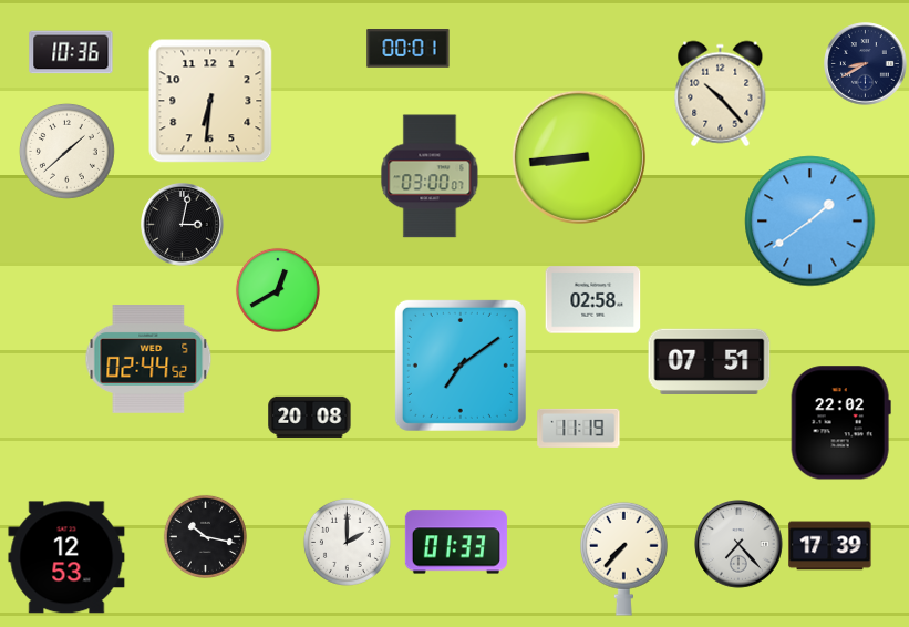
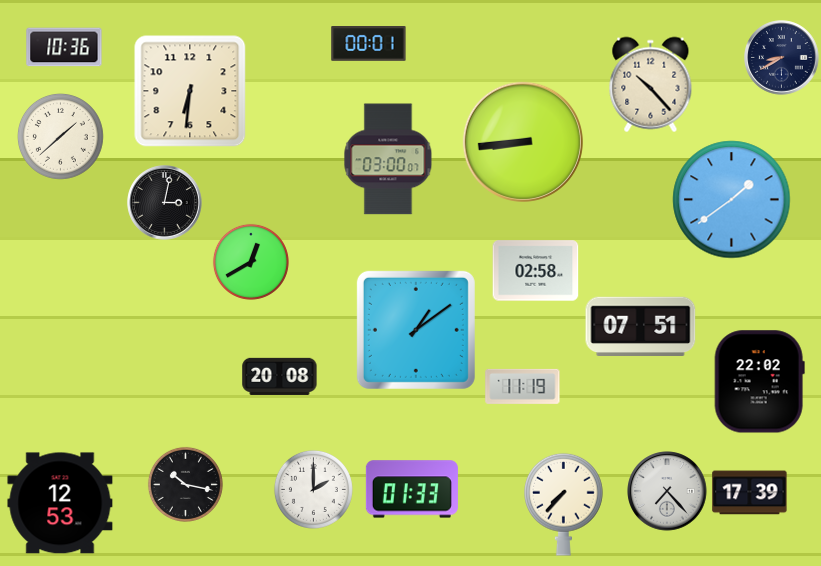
clock at (148, 360): 02:44 -> none
clock at (461, 366): 7:09 -> 1:09
